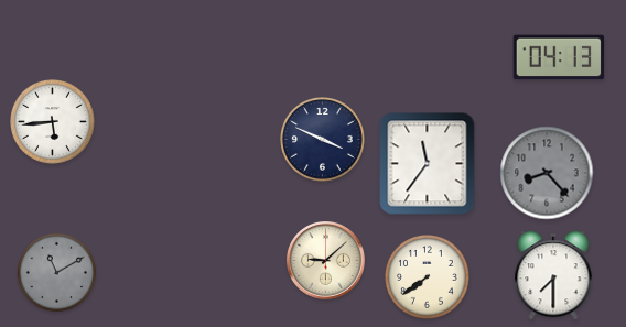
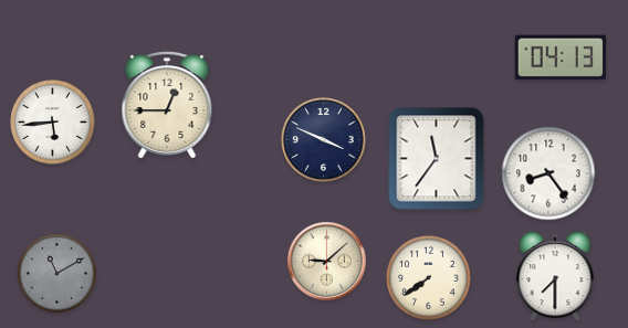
clock at (167, 105): none -> 12:45
clock at (428, 164) position: (428, 164) -> (437, 159)
clock at (547, 173): 8:23 -> 8:24
clock at (547, 173) dial: grey -> white
